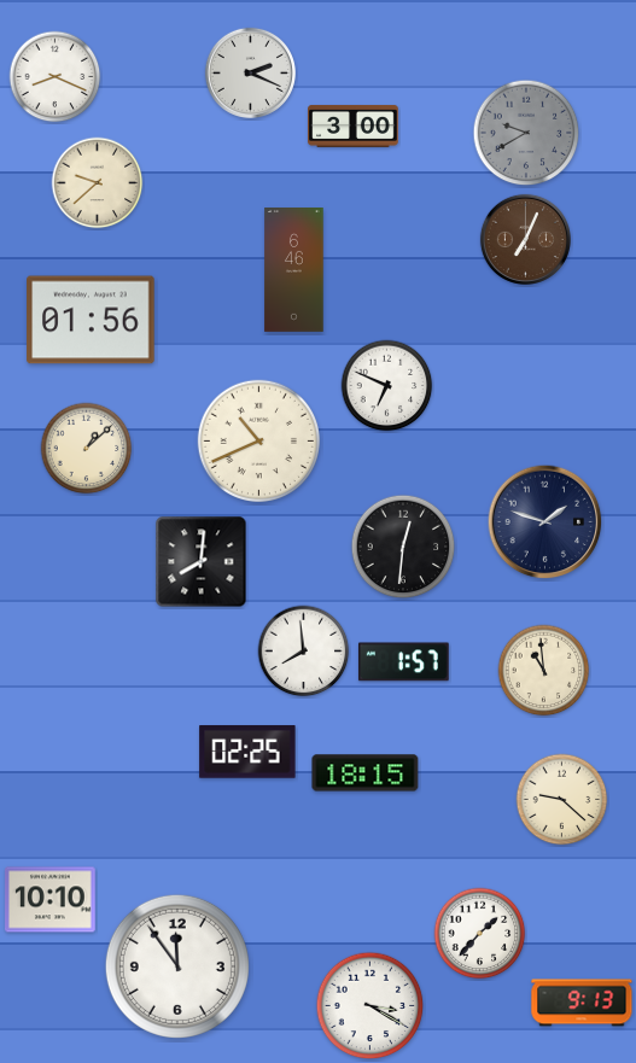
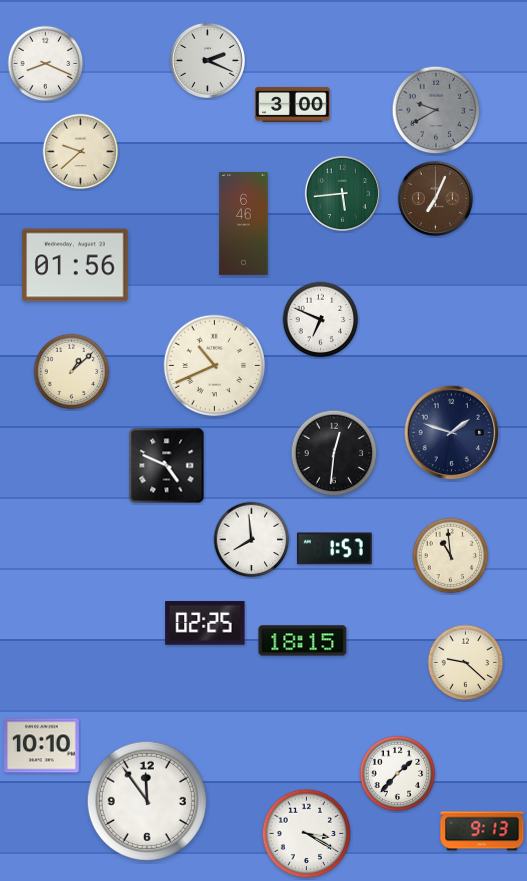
clock at (342, 193): none -> 5:44
clock at (202, 562): 8:01 -> 4:49
